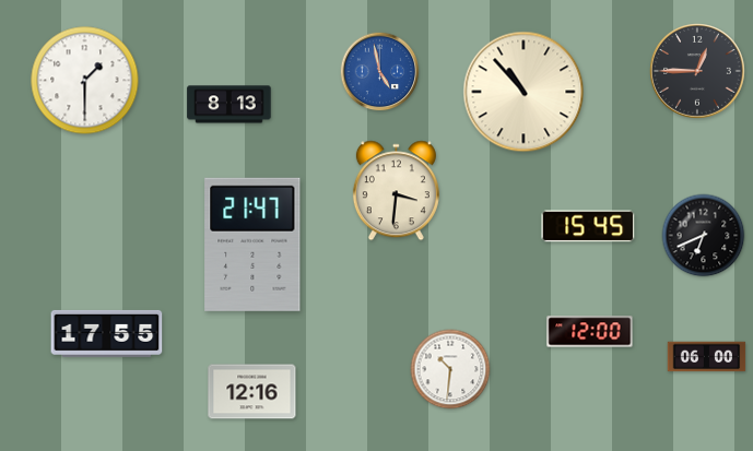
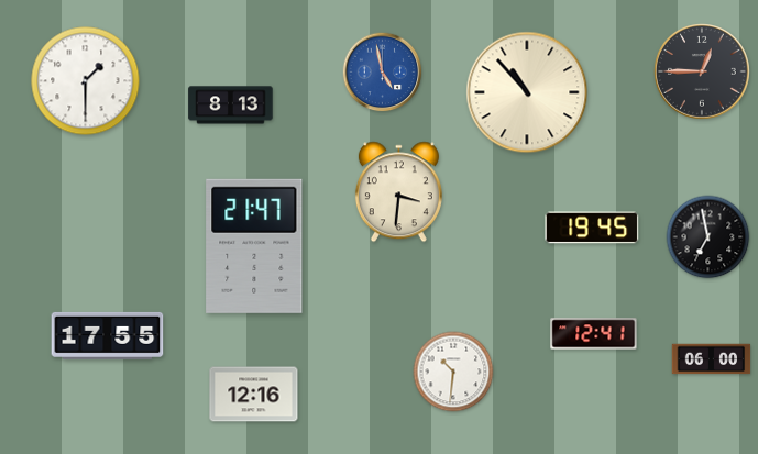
clock at (588, 226): 15:45 -> 19:45
clock at (704, 236): 6:41 -> 6:58
clock at (590, 332): 12:00 -> 12:41
